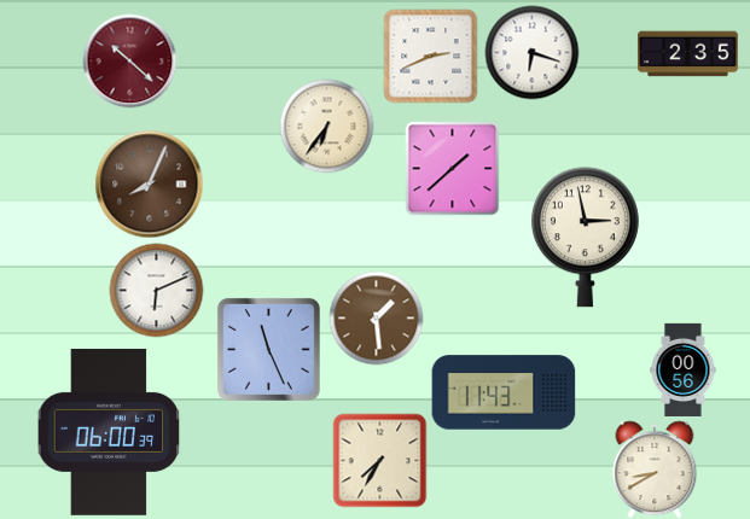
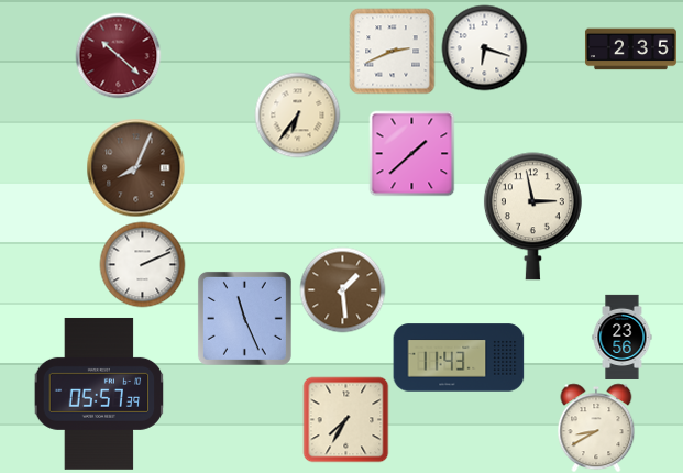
clock at (687, 54) position: (687, 54) -> (630, 50)
clock at (156, 290): 6:11 -> 2:11
clock at (684, 369): 00:56 -> 23:56
clock at (109, 432): 06:00 -> 05:57
